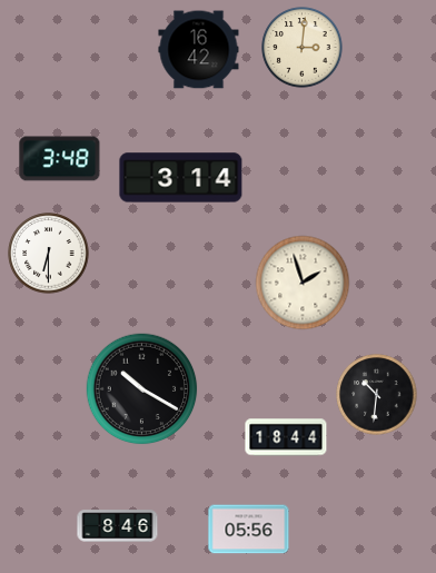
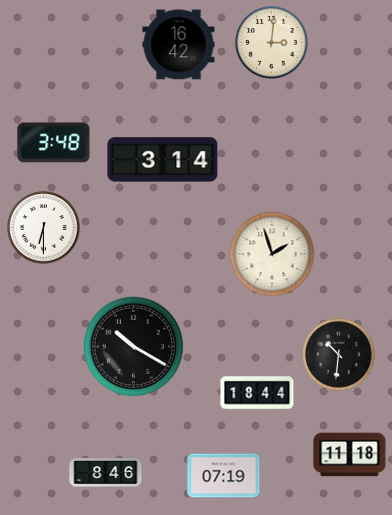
clock at (142, 389) position: (142, 389) -> (134, 347)
clock at (350, 455): none -> 11:18
clock at (249, 530): 05:56 -> 07:19
